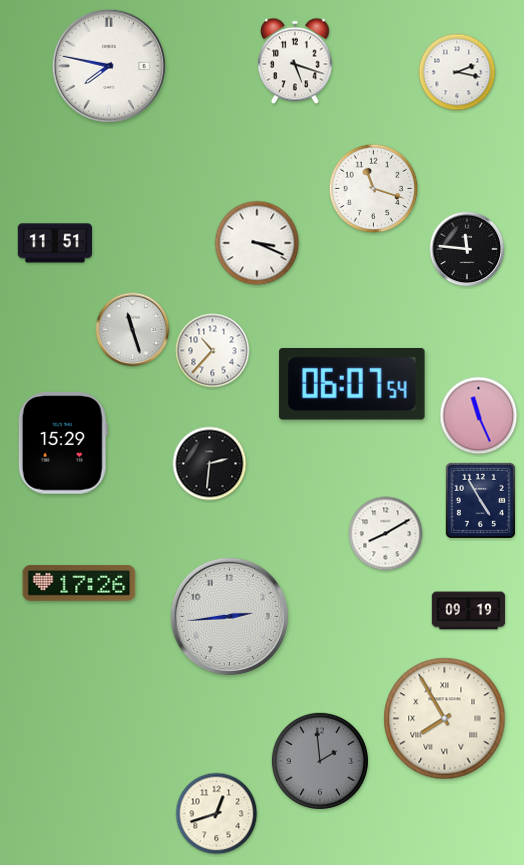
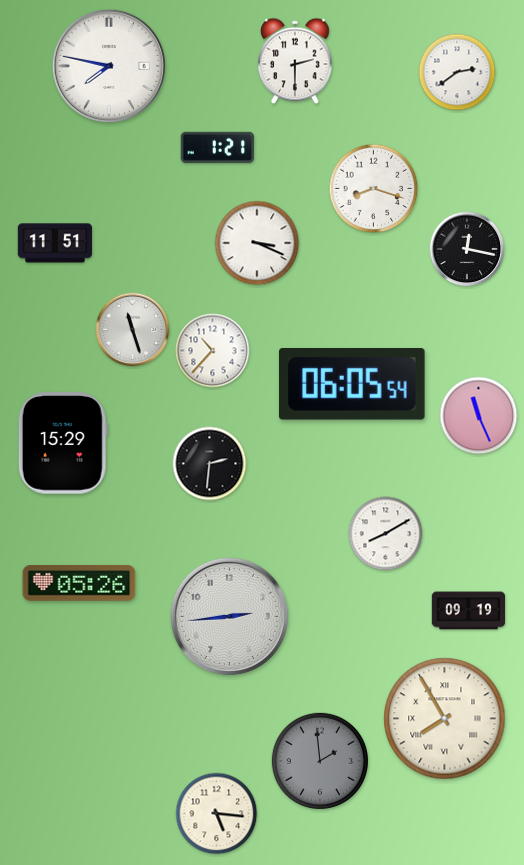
clock at (295, 61): 5:18 -> 2:30
clock at (457, 72): 2:17 -> 2:39
clock at (217, 147): none -> 1:21
clock at (374, 189): 11:18 -> 8:18
clock at (467, 249): 11:46 -> 12:17
clock at (353, 385): 06:07 -> 06:05
clock at (480, 500): 4:55 -> none
clock at (79, 584): 17:26 -> 05:26
clock at (217, 814): 12:42 -> 5:16
